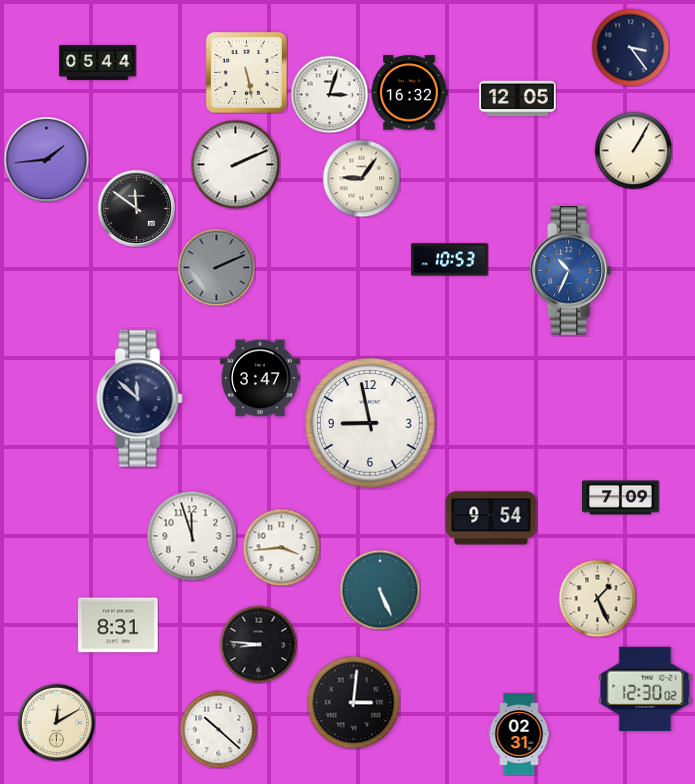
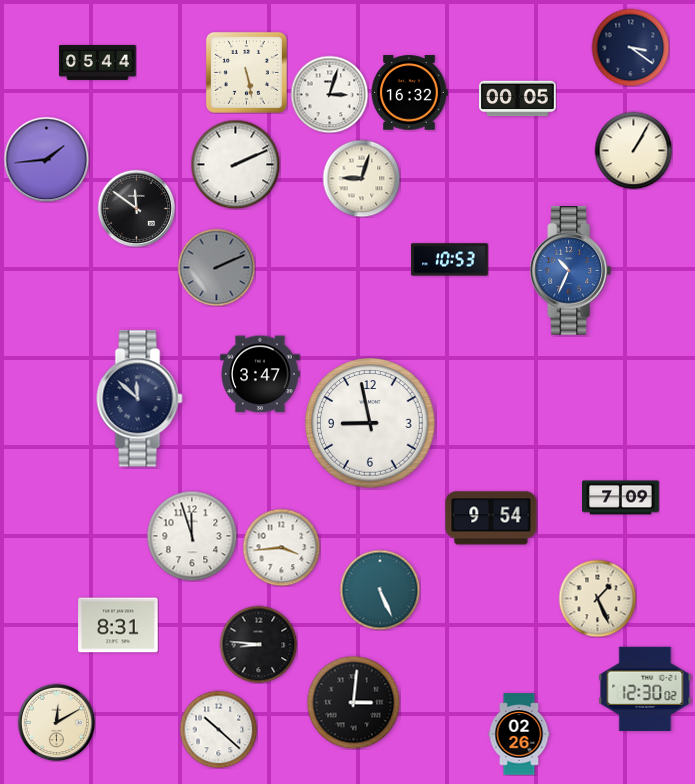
clock at (630, 47): 3:24 -> 3:21
clock at (518, 99): 12:05 -> 00:05
clock at (361, 178): 9:06 -> 9:03
clock at (260, 378) position: (260, 378) -> (260, 374)
clock at (519, 734): 02:31 -> 02:26
